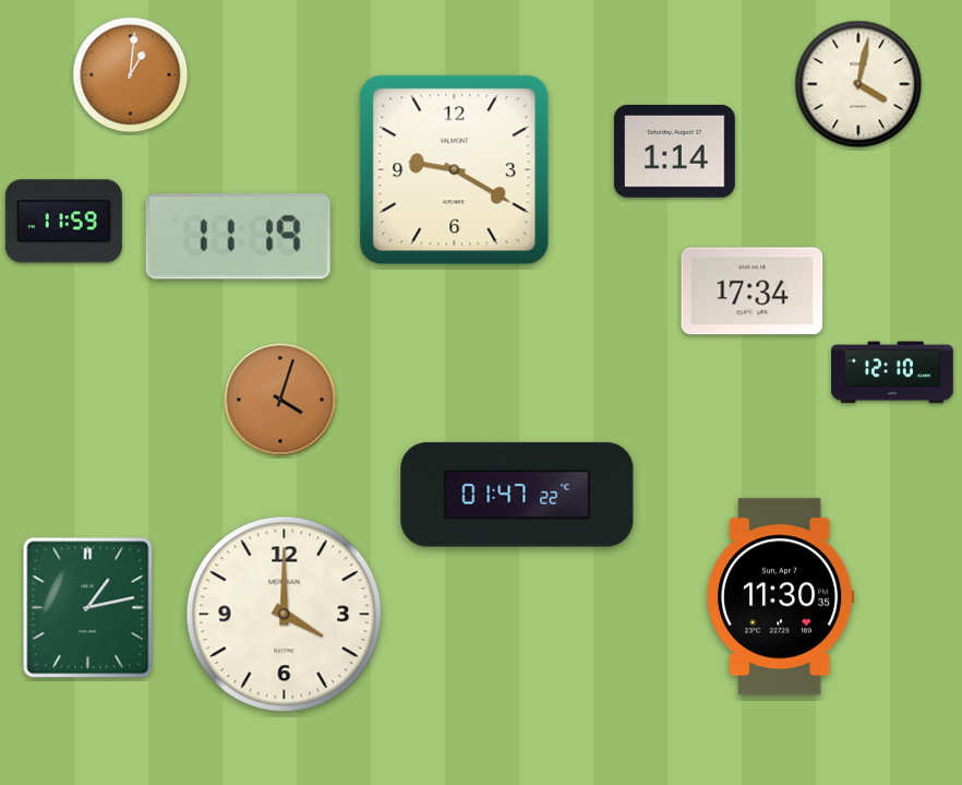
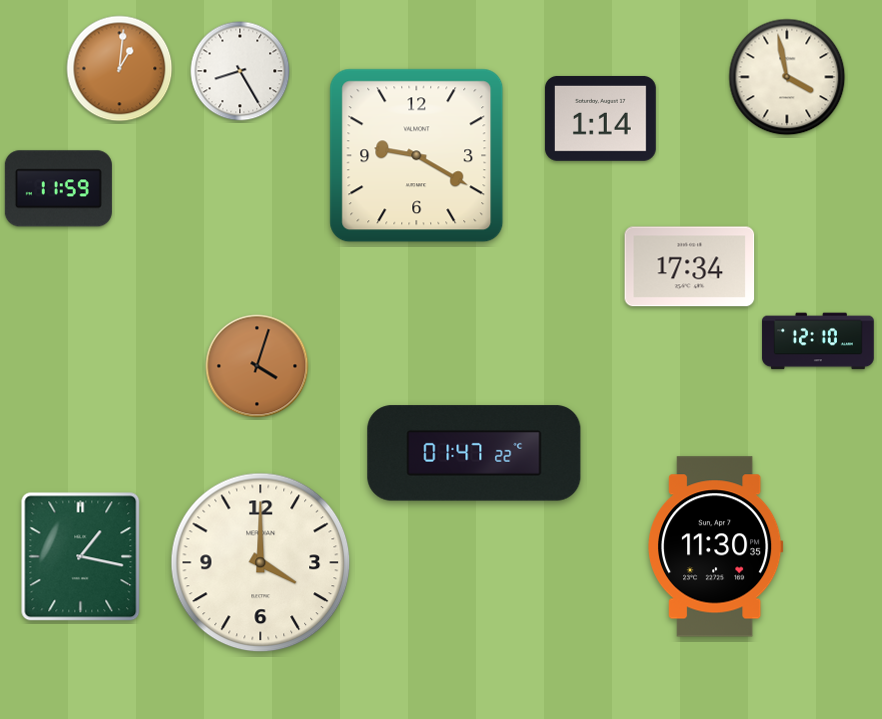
clock at (240, 71): none -> 8:25
clock at (858, 84): 4:02 -> 3:58
clock at (674, 151) position: (674, 151) -> (600, 118)
clock at (63, 222) position: (63, 222) -> (58, 189)
clock at (238, 237): 11:19 -> none
clock at (88, 608): 1:13 -> 1:17
